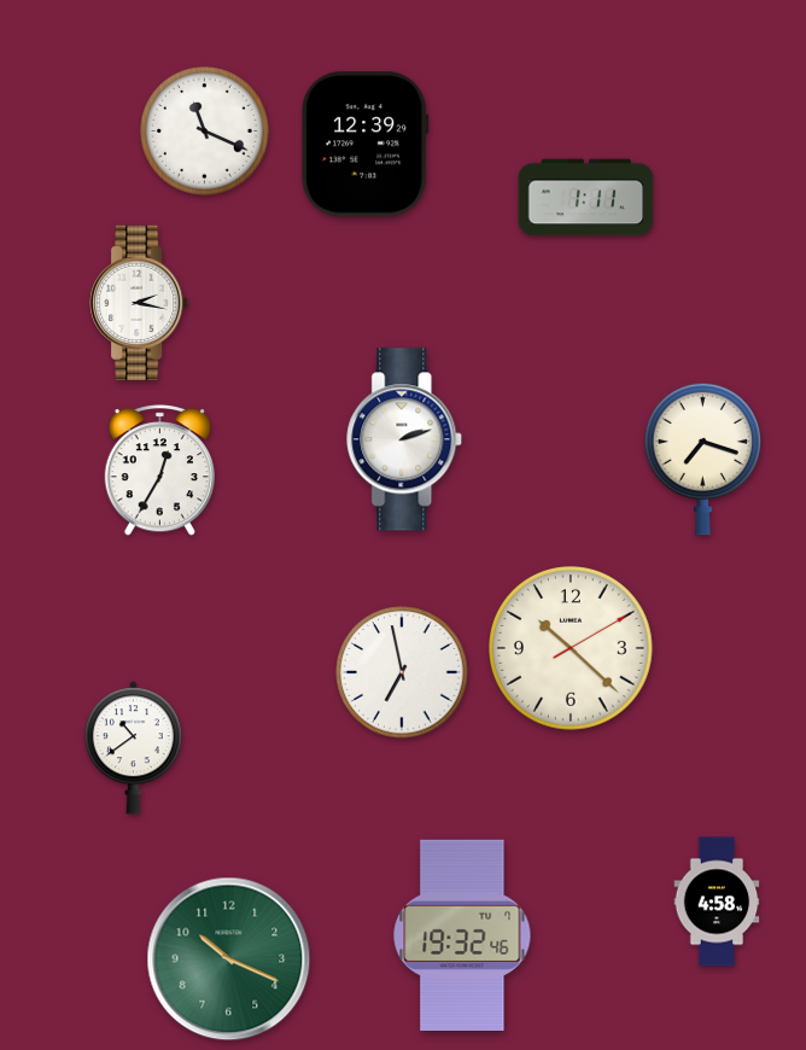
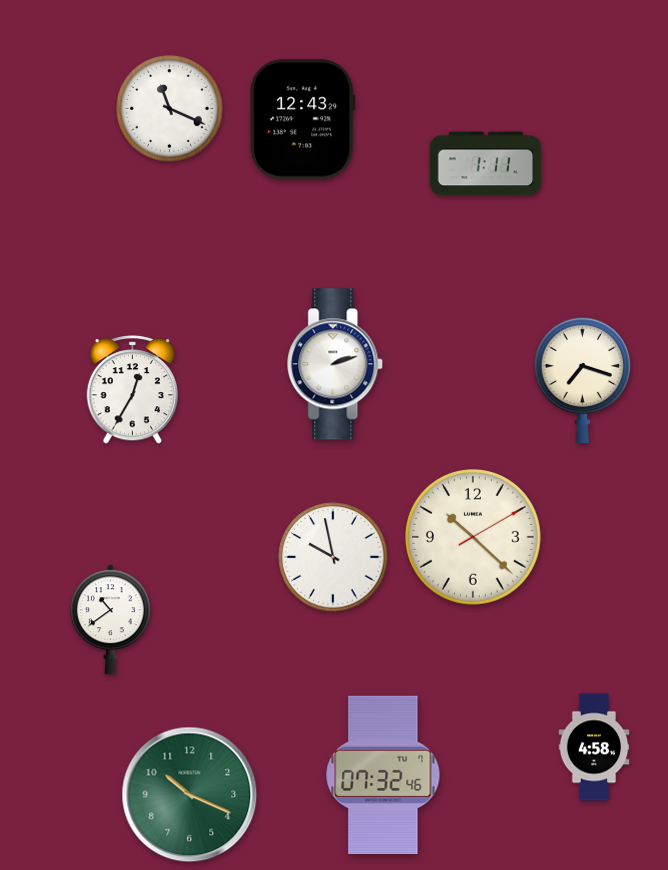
clock at (366, 145): 12:39 -> 12:43
clock at (139, 302): 2:17 -> none
clock at (402, 672): 6:58 -> 9:58
clock at (462, 934): 19:32 -> 07:32
